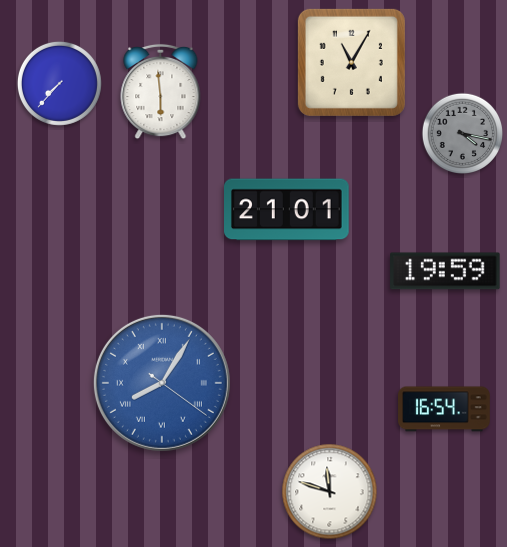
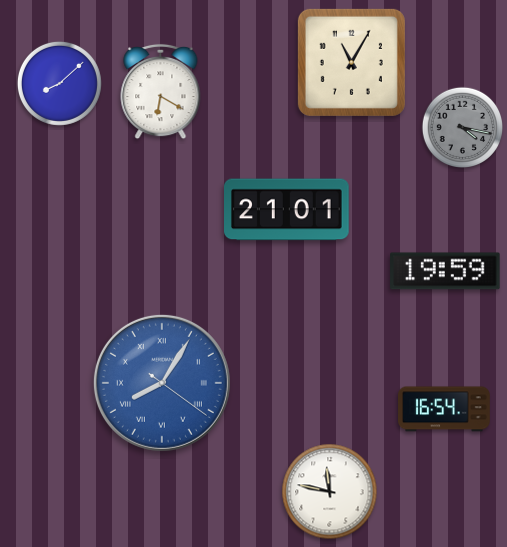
clock at (59, 83): 7:37 -> 8:08
clock at (161, 92): 5:59 -> 6:20
clock at (462, 133) position: (462, 133) -> (462, 127)
clock at (330, 492): 11:48 -> 11:47
